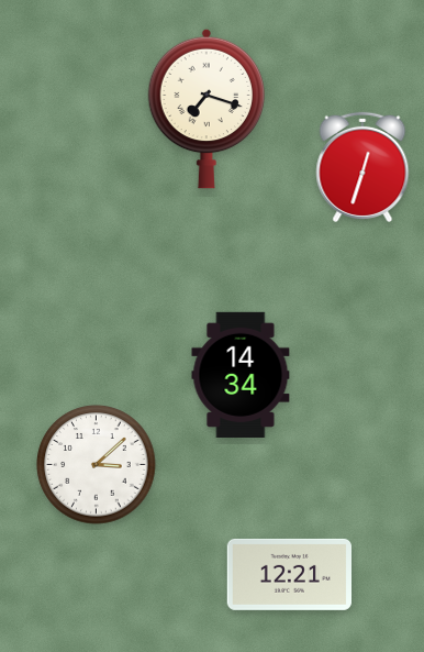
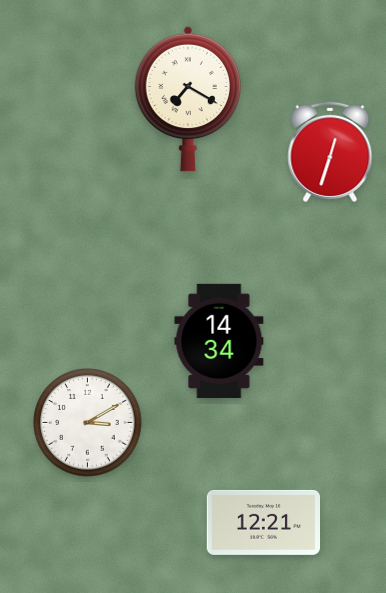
clock at (207, 109): 7:18 -> 7:20
clock at (97, 465): 3:08 -> 3:10
